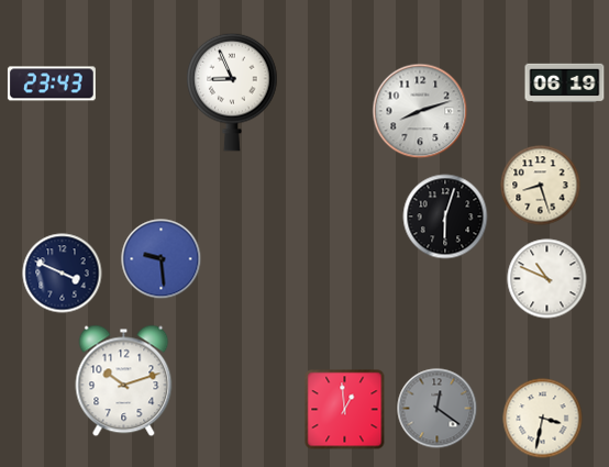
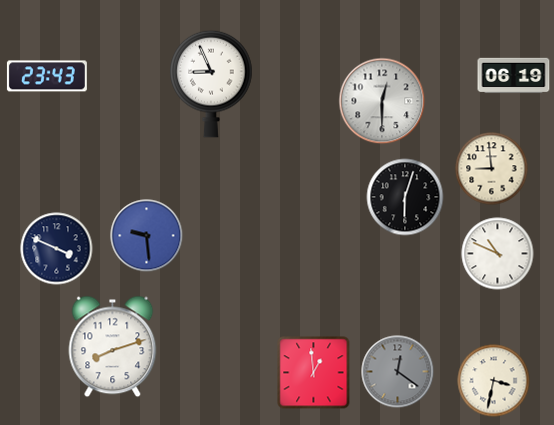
clock at (420, 111): 8:12 -> 12:30
clock at (541, 186): 8:27 -> 8:59
clock at (124, 381): 10:12 -> 8:12
